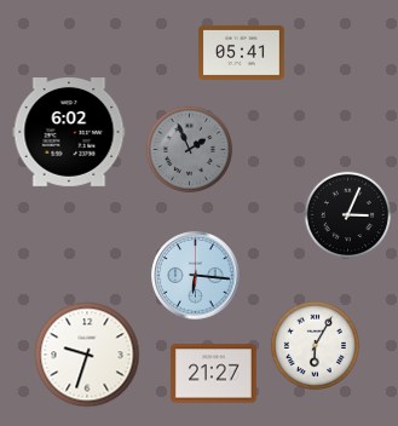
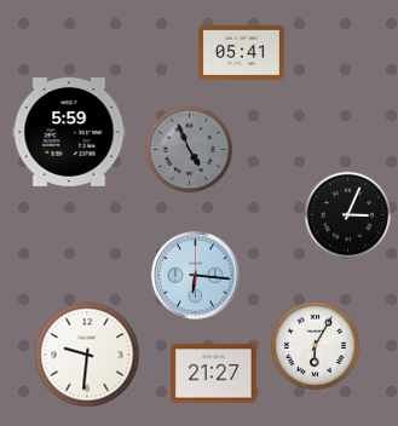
clock at (69, 133): 6:02 -> 5:59
clock at (190, 150): 1:56 -> 4:56
clock at (87, 355): 9:33 -> 9:31
